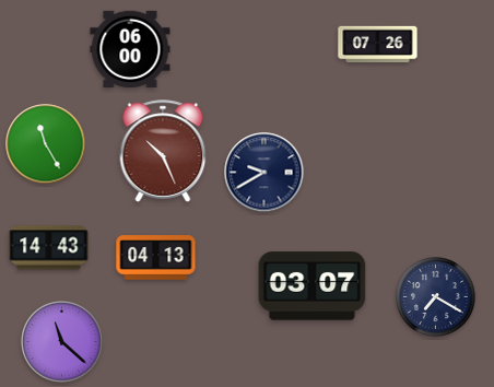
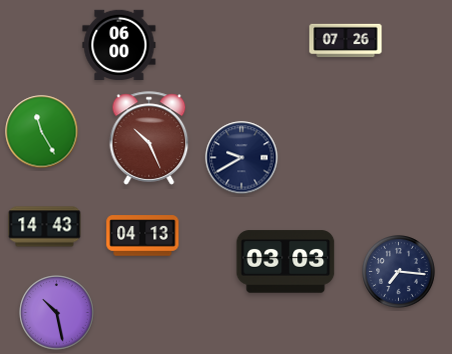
clock at (313, 286): 03:07 -> 03:03
clock at (436, 297): 7:20 -> 7:16
clock at (62, 342): 11:22 -> 10:28
